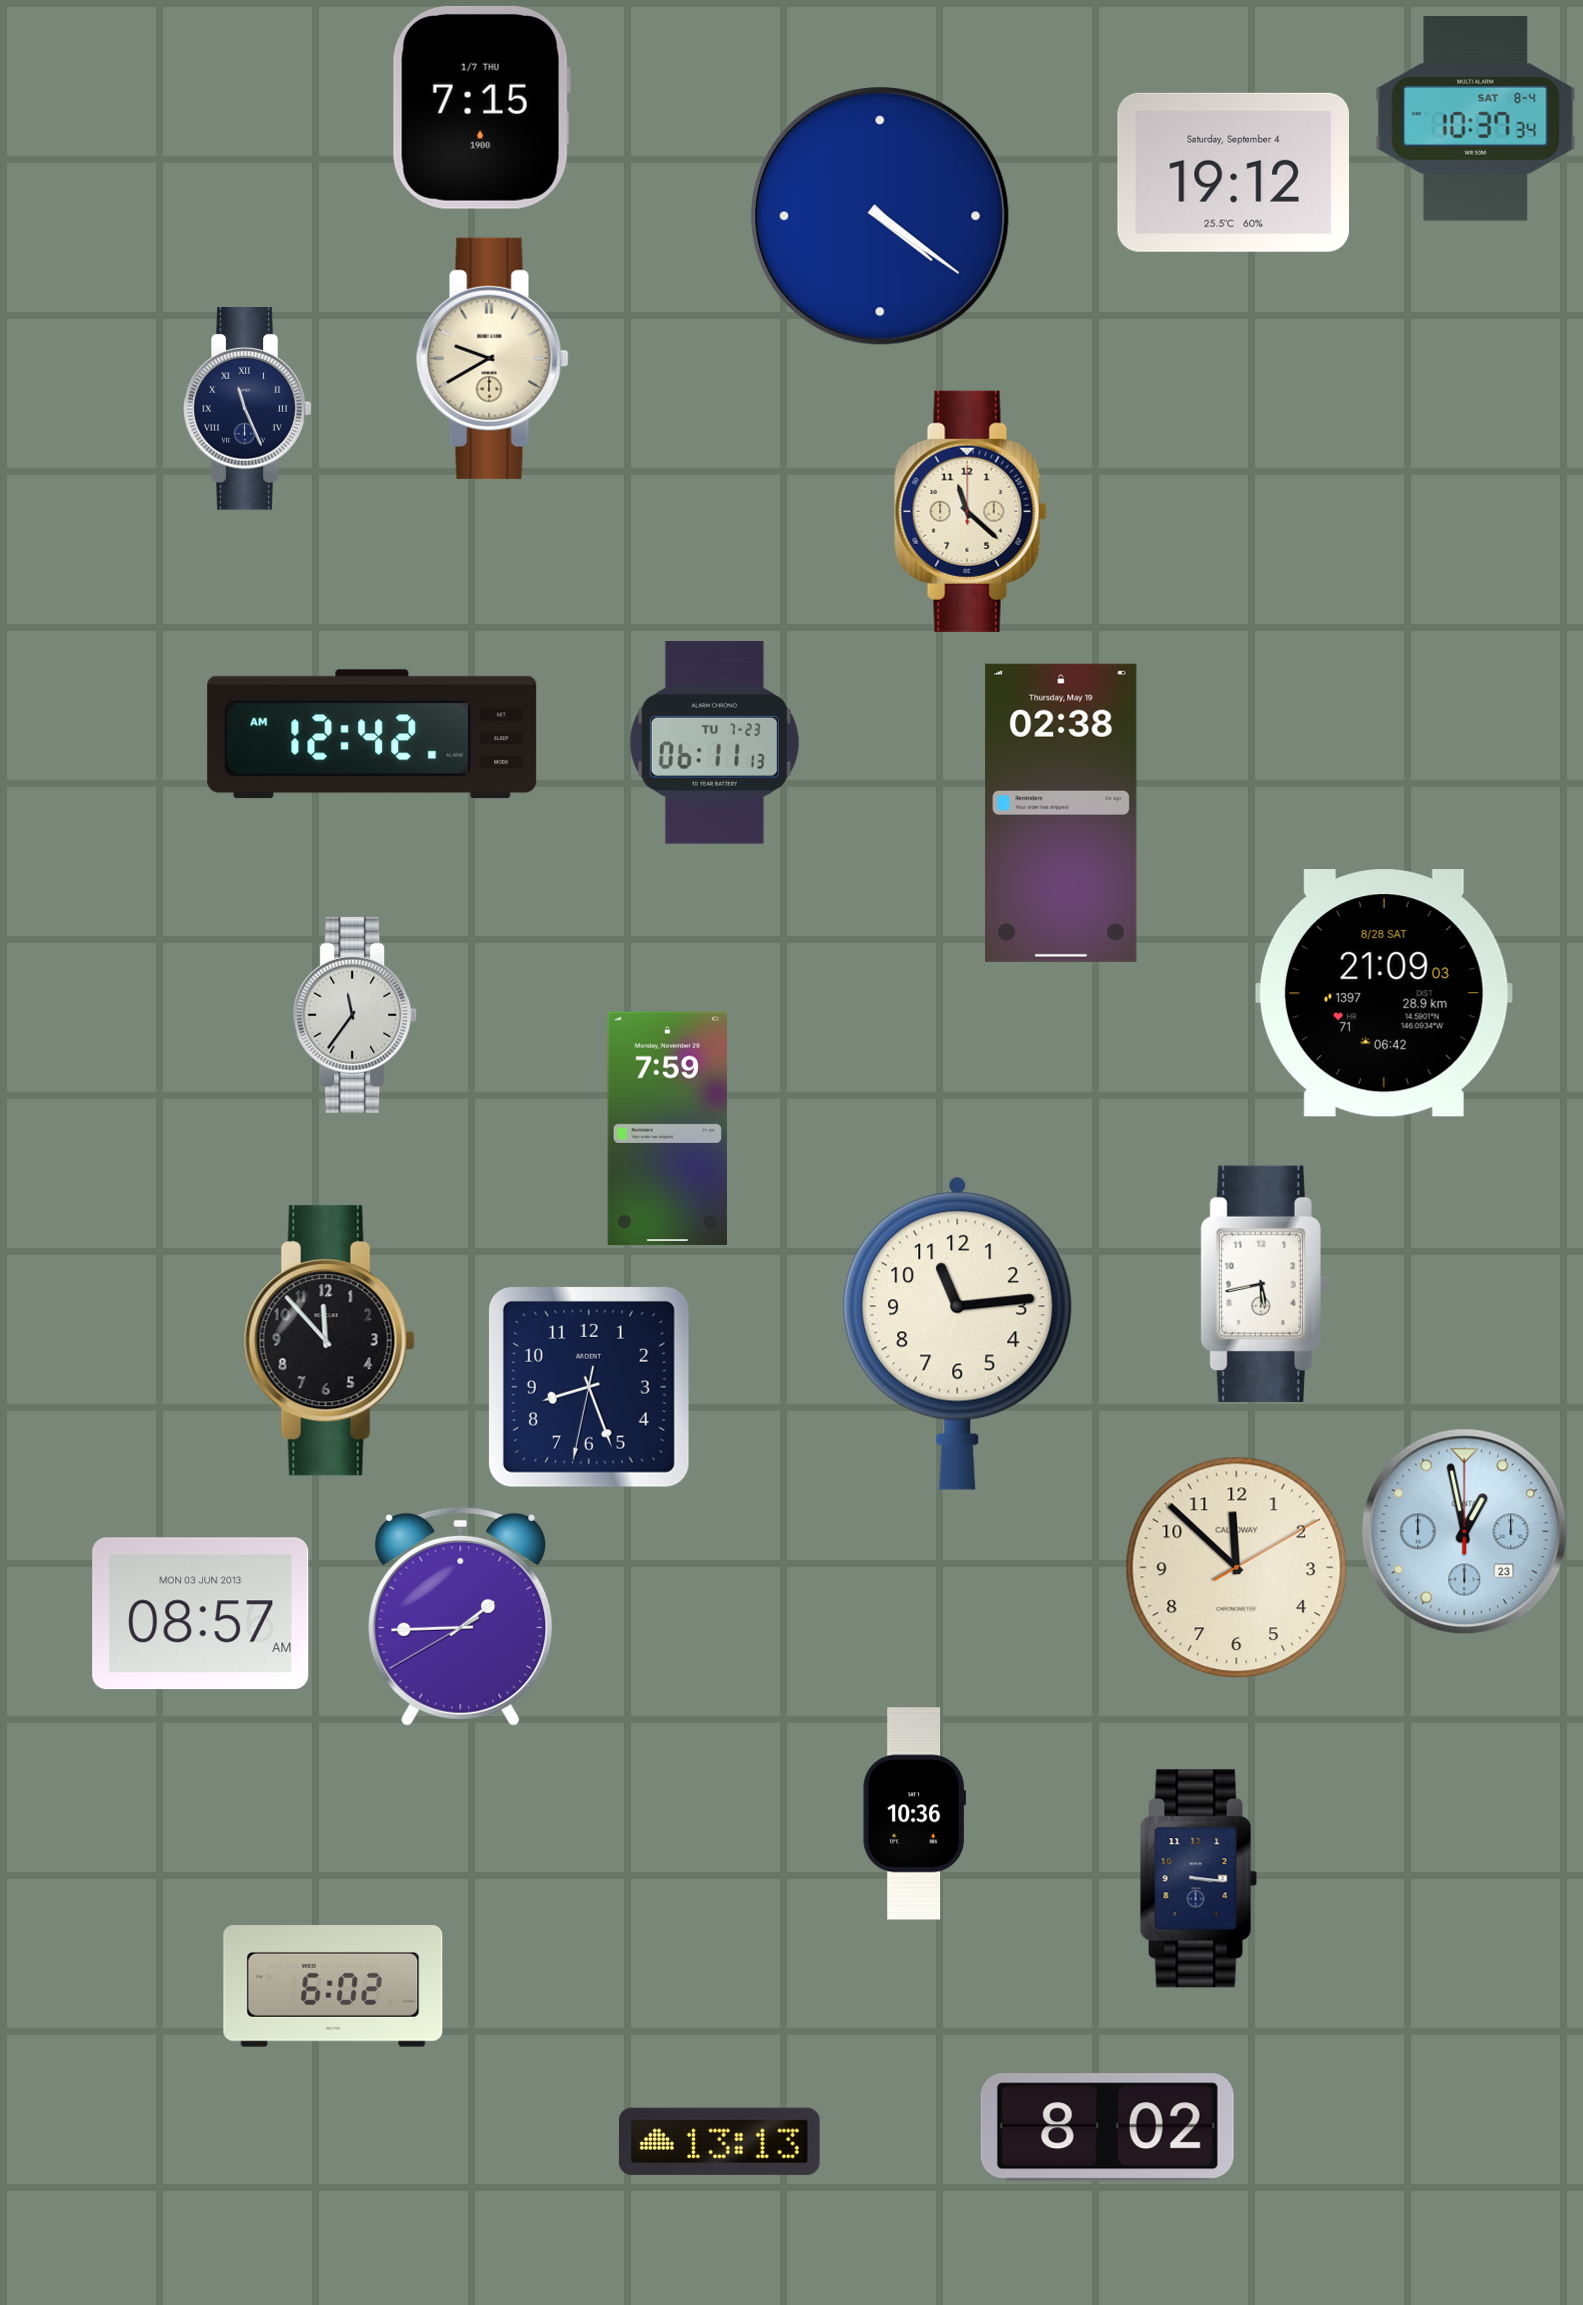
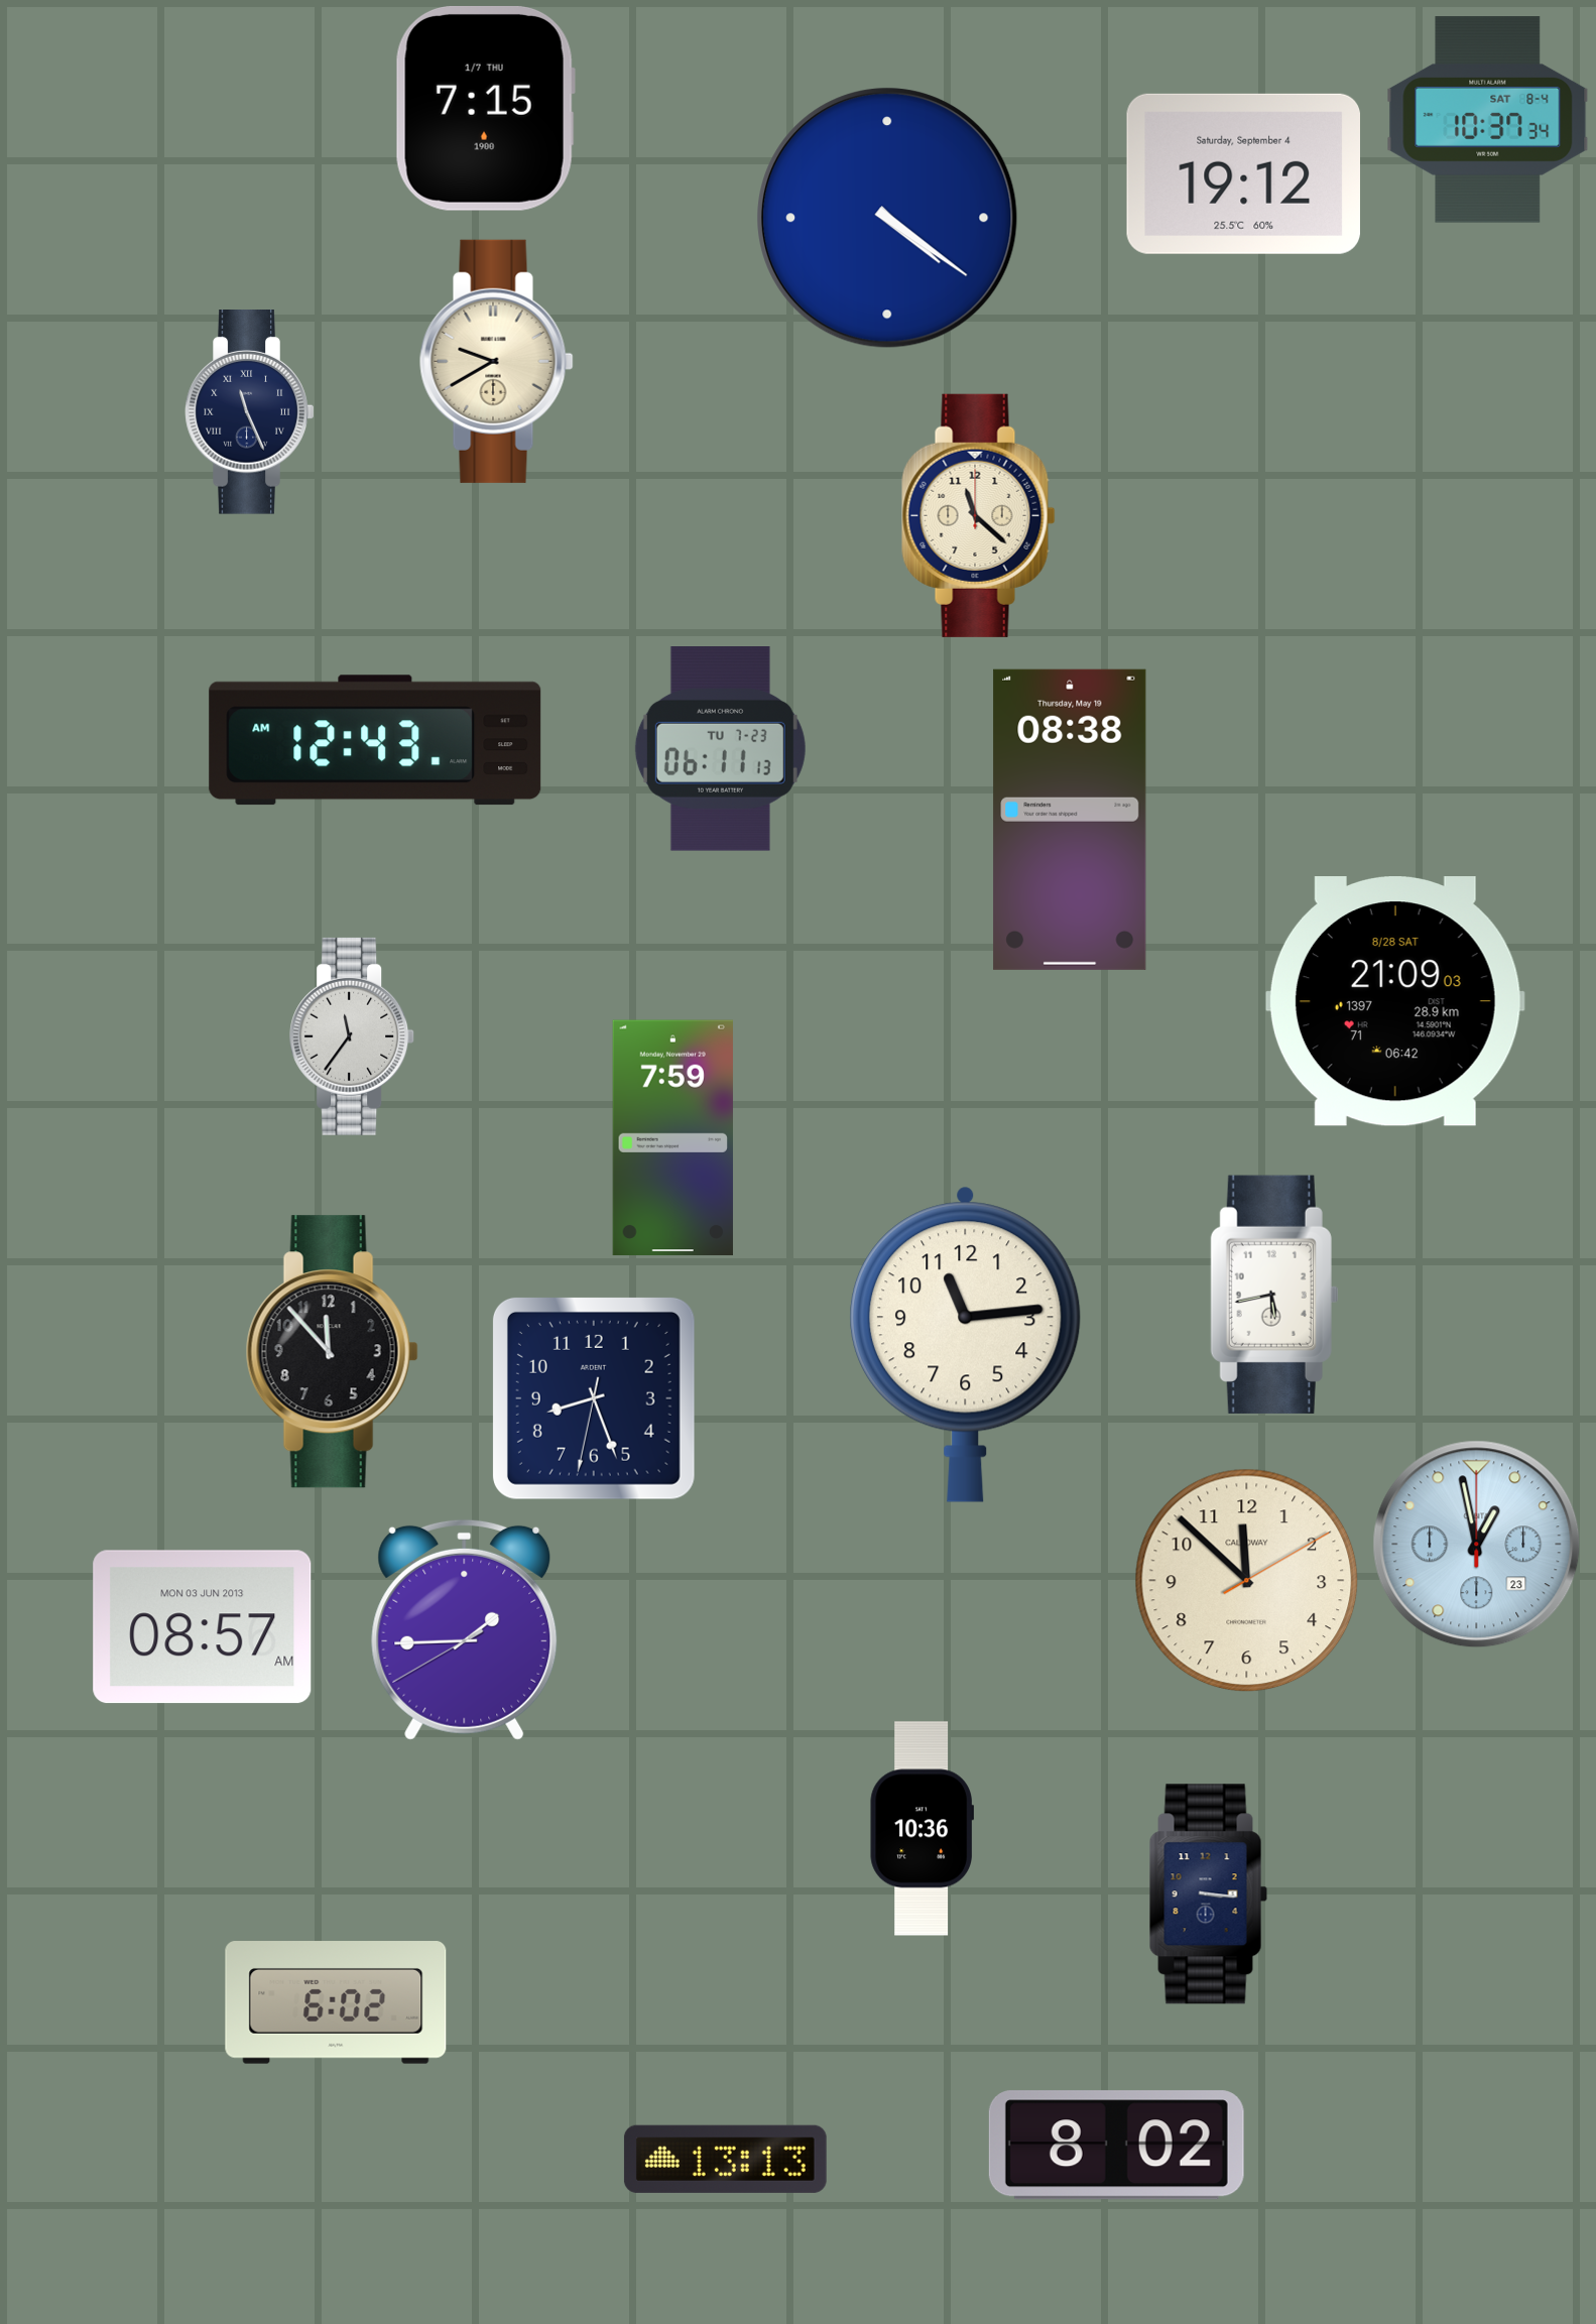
clock at (372, 734): 12:42 -> 12:43
clock at (1061, 813): 02:38 -> 08:38
clock at (356, 1015) position: (356, 1015) -> (353, 1036)
